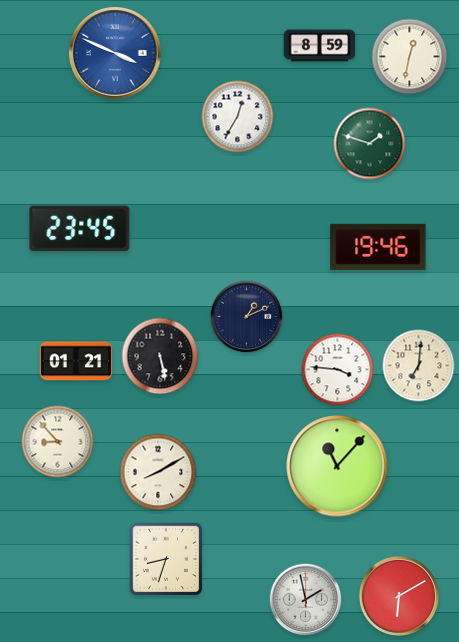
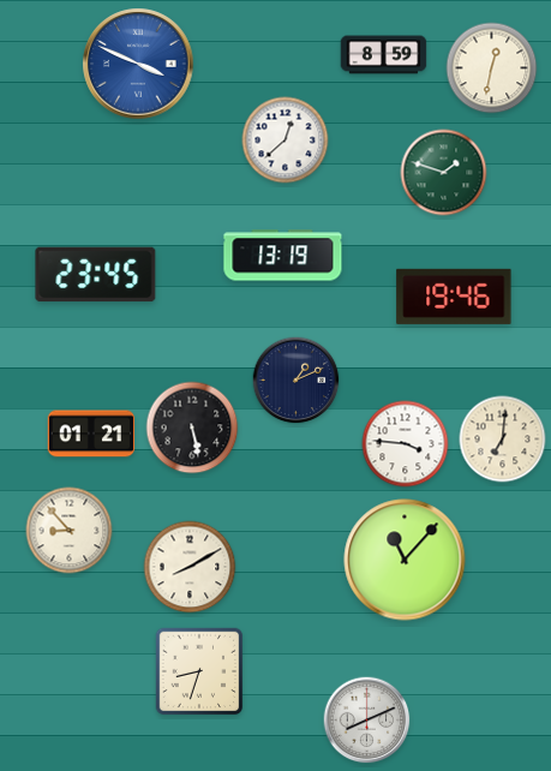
clock at (238, 117): 12:35 -> 12:38
clock at (283, 256): none -> 13:19
clock at (399, 596): 6:10 -> none
clock at (306, 600): 1:58 -> 8:11
